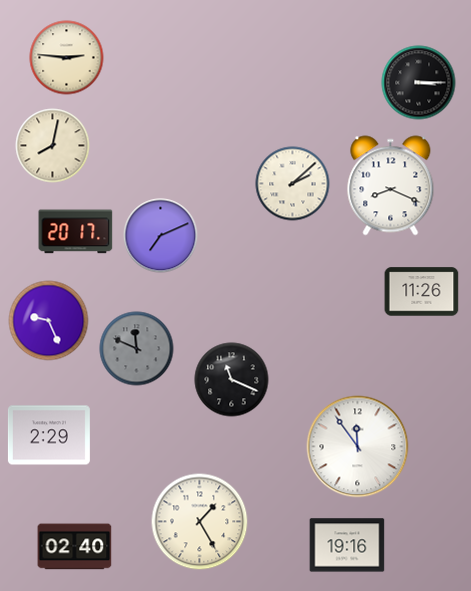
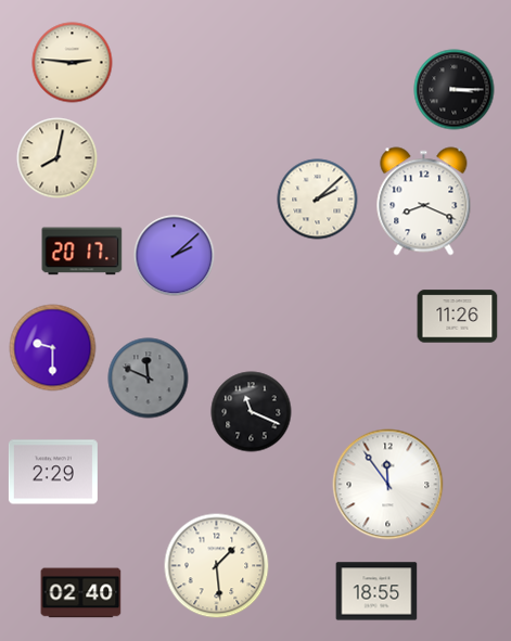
clock at (161, 236): 7:11 -> 2:08
clock at (49, 321): 9:26 -> 9:30
clock at (200, 522): 1:25 -> 1:29
clock at (347, 545): 19:16 -> 18:55
